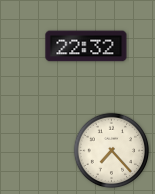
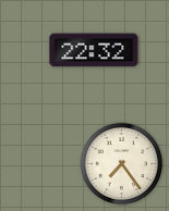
clock at (112, 151): 7:23 -> 7:24
